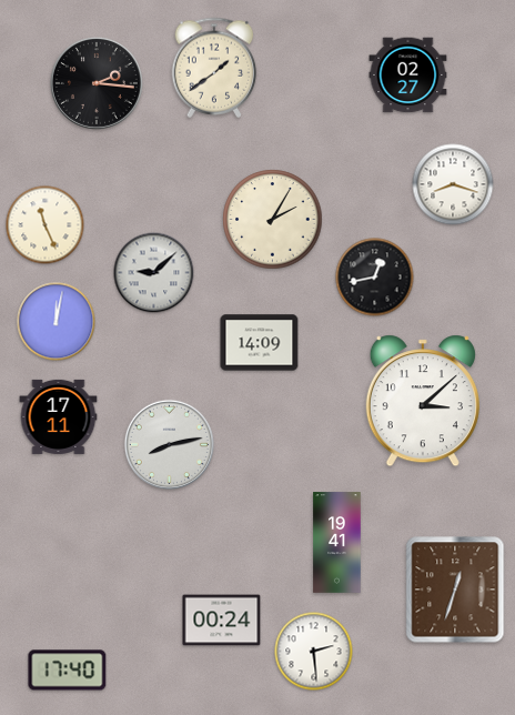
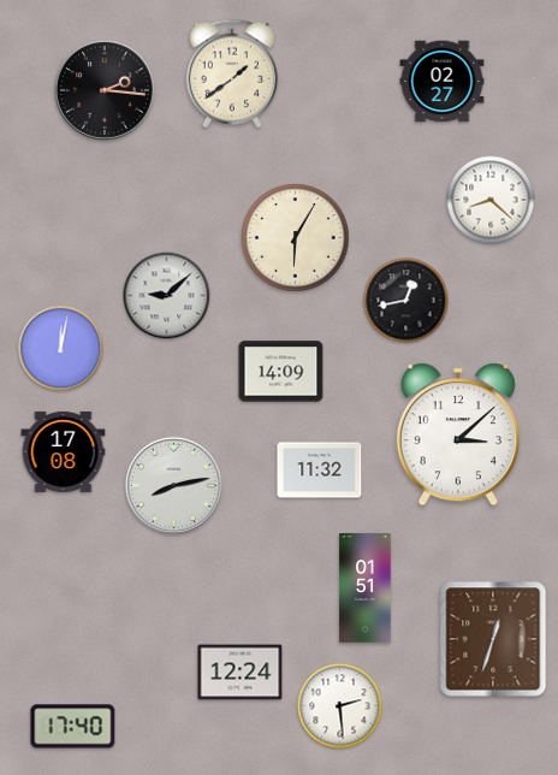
clock at (453, 184): 8:18 -> 8:22
clock at (273, 220): 2:05 -> 6:05
clock at (46, 225): 11:26 -> none
clock at (59, 416): 17:11 -> 17:08
clock at (320, 471): none -> 11:32
clock at (169, 444) position: (169, 444) -> (173, 485)
clock at (337, 543): 19:41 -> 01:51
clock at (222, 621): 00:24 -> 12:24
